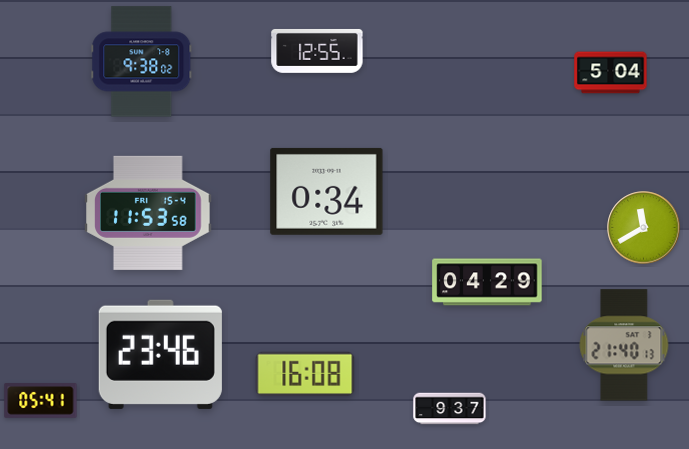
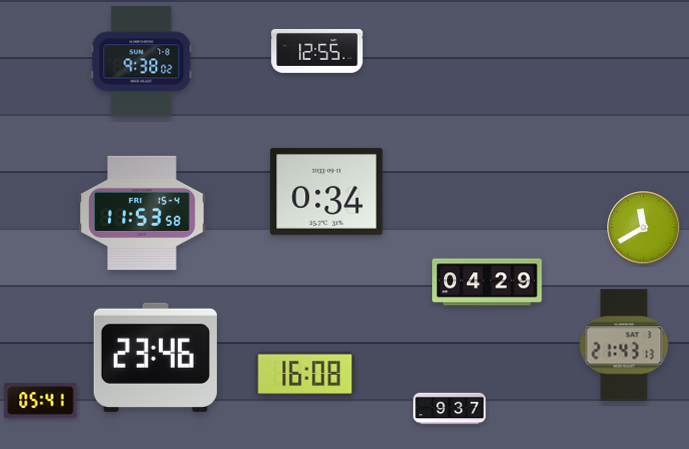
clock at (611, 73): 5:04 -> none
clock at (148, 213) position: (148, 213) -> (142, 213)
clock at (624, 345): 21:40 -> 21:43
clock at (160, 354) position: (160, 354) -> (155, 357)
